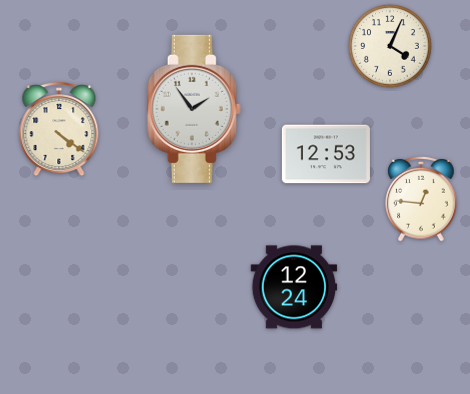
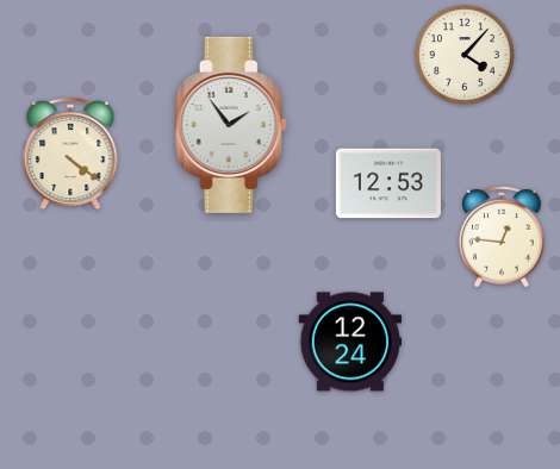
clock at (390, 46): 4:04 -> 4:07
clock at (194, 109) position: (194, 109) -> (231, 125)
